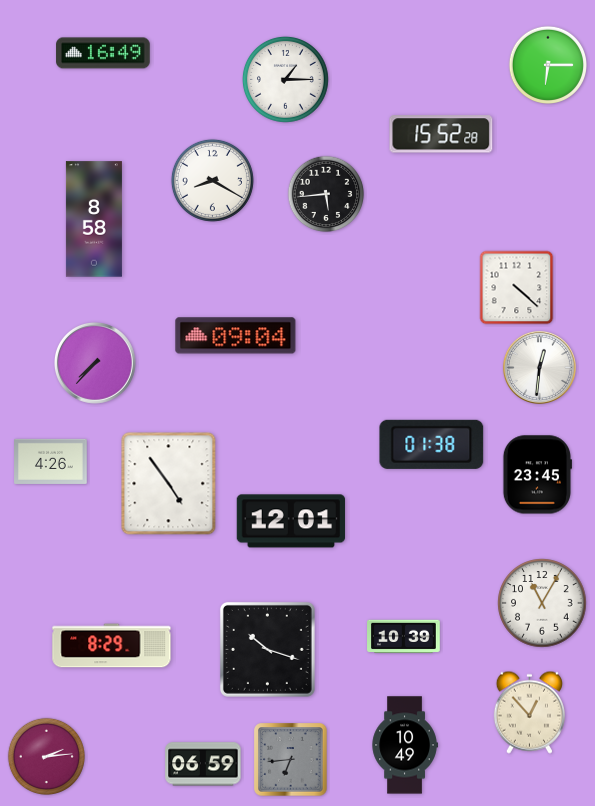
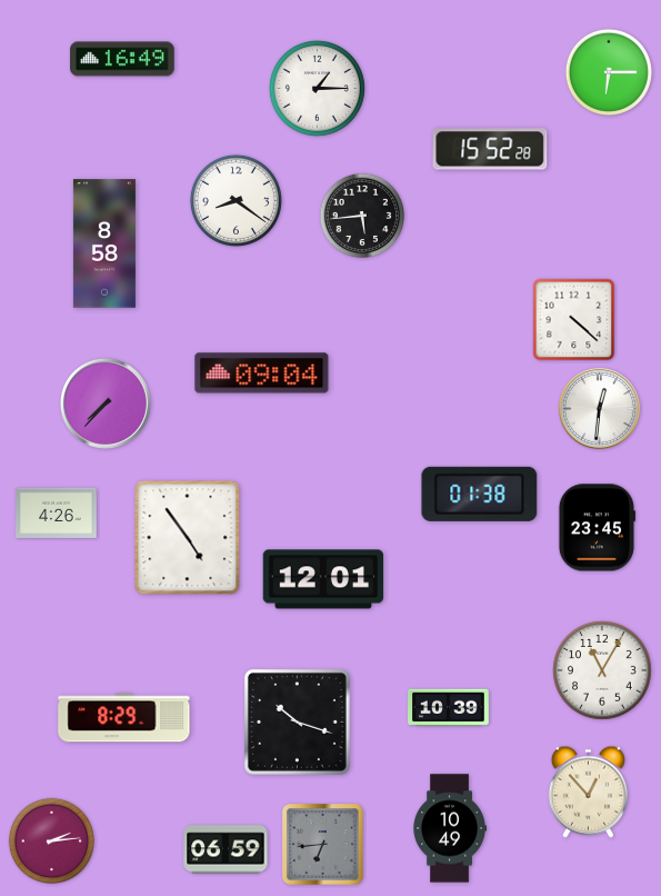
clock at (103, 53) position: (103, 53) -> (122, 59)
clock at (212, 180): 8:20 -> 8:21
